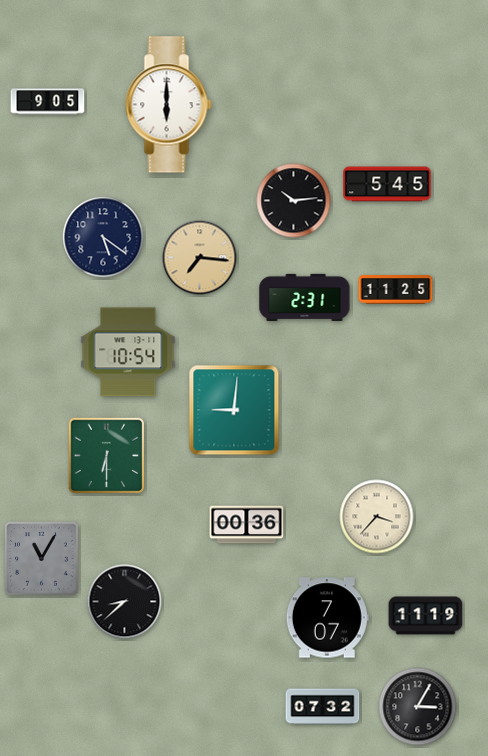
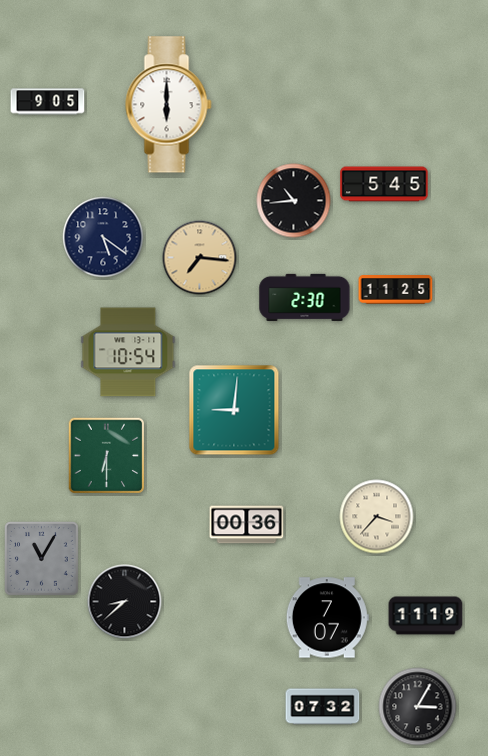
clock at (387, 184) position: (387, 184) -> (384, 184)
clock at (294, 201): 10:14 -> 10:44
clock at (305, 297): 2:31 -> 2:30
